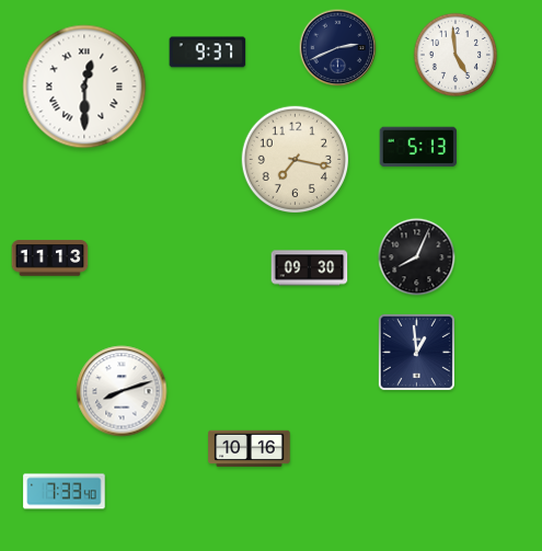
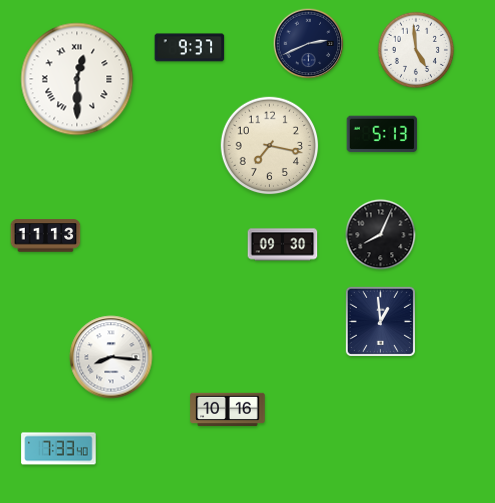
clock at (122, 391): 8:12 -> 8:16
